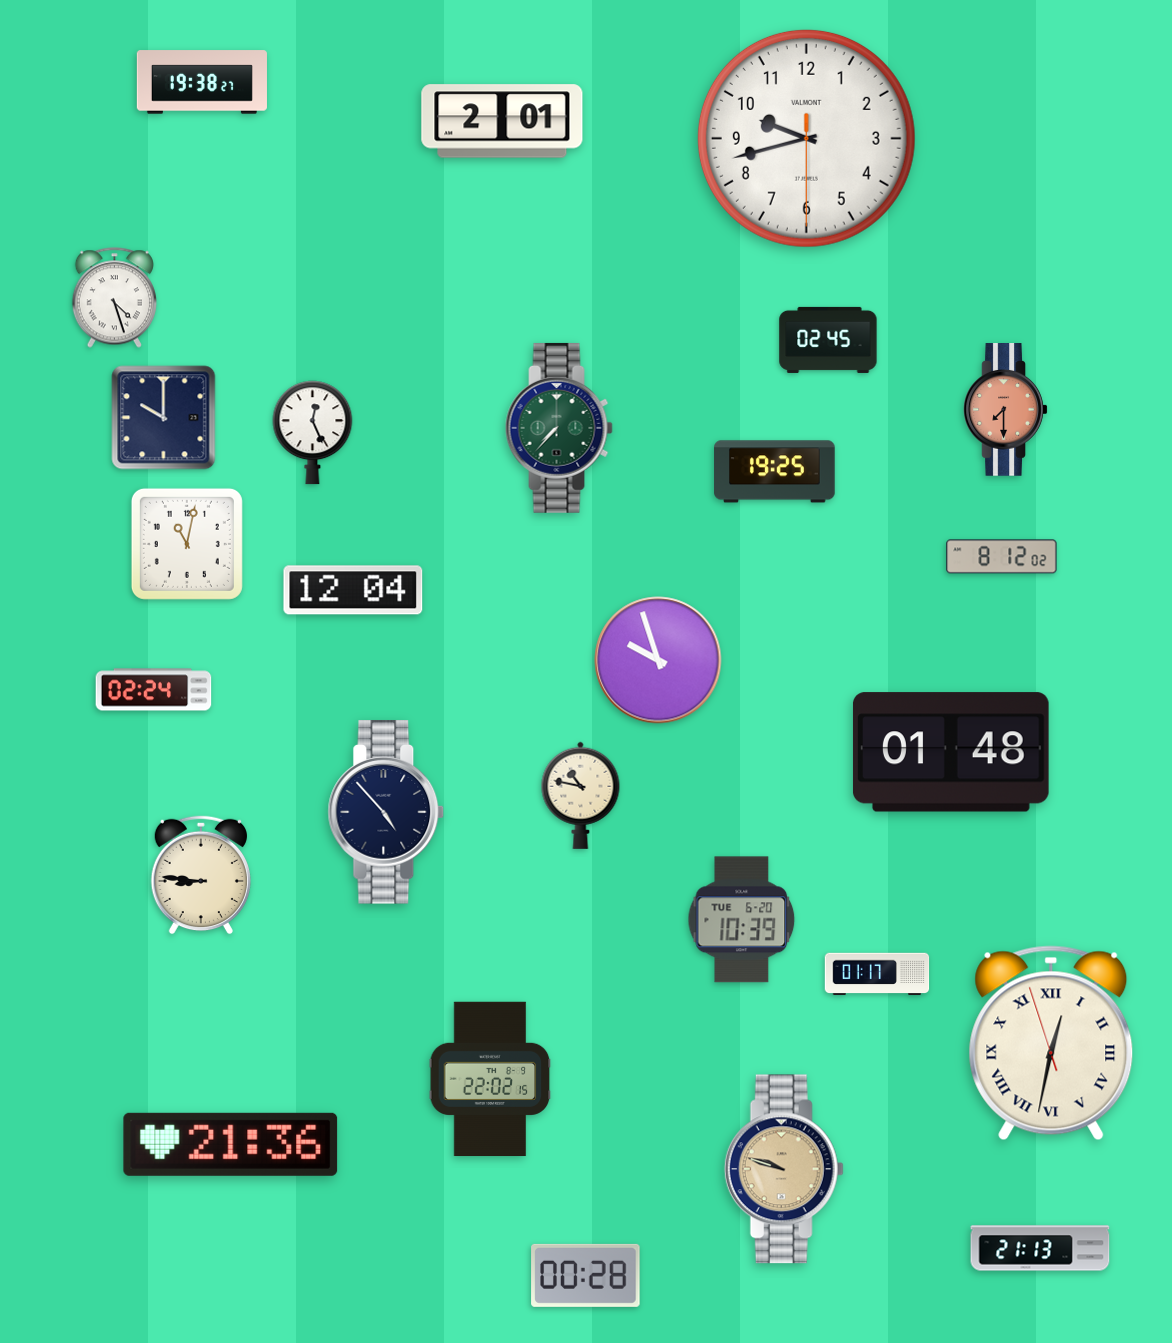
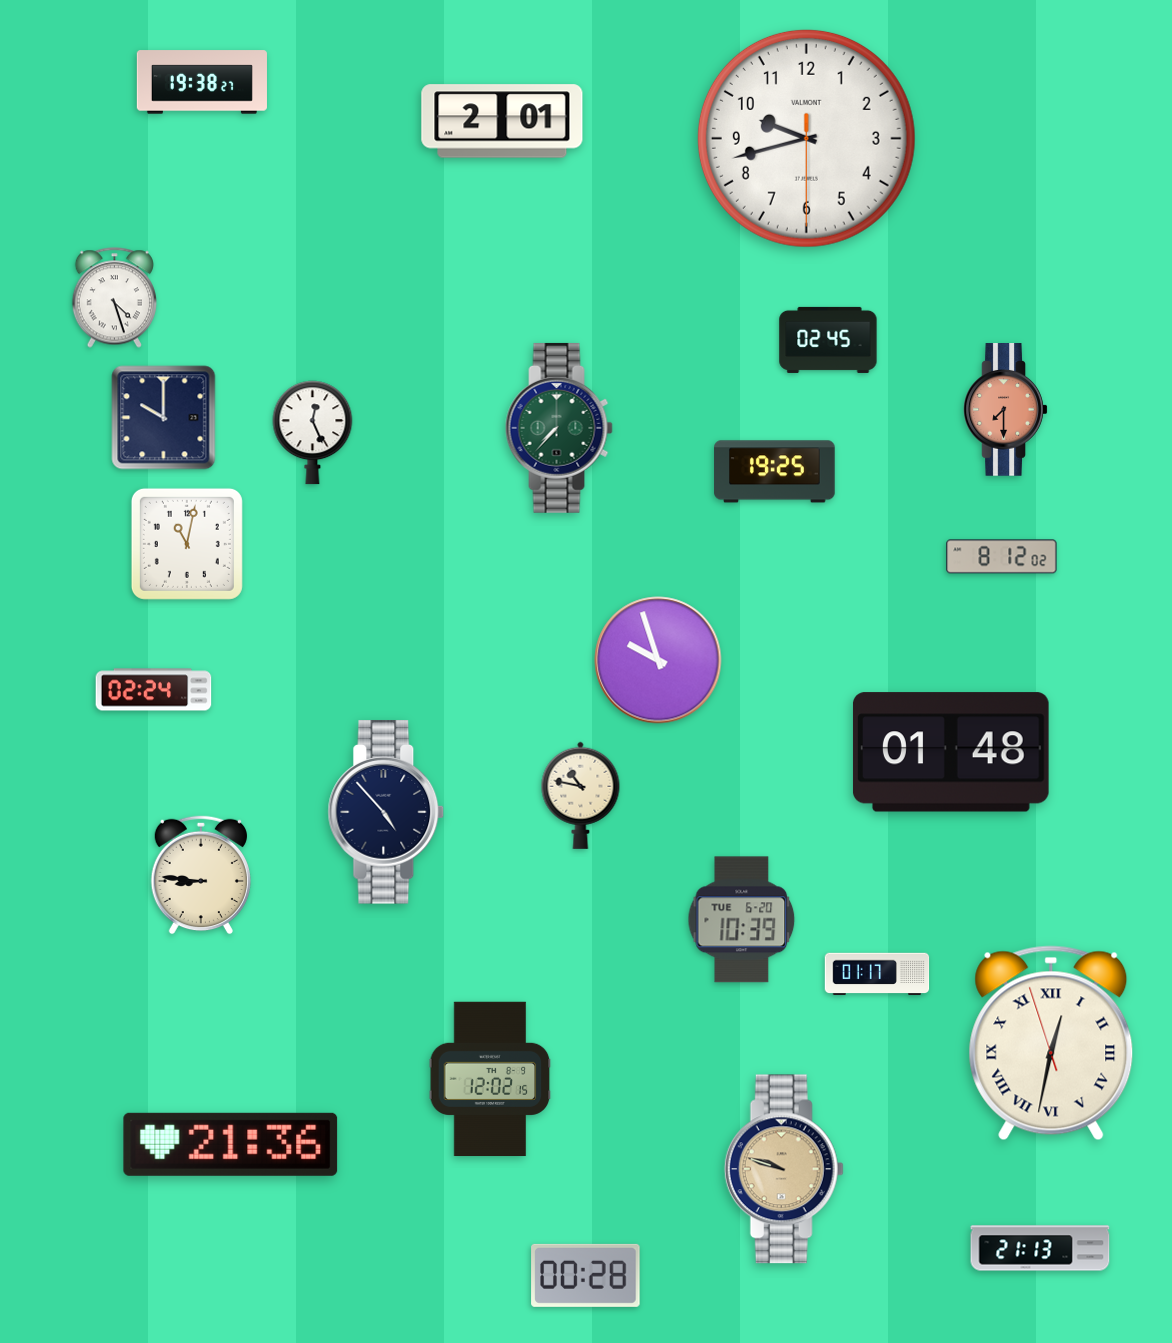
clock at (353, 590): 12:04 -> none
clock at (490, 1079): 22:02 -> 12:02
